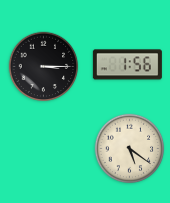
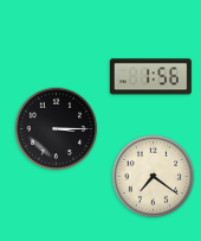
clock at (44, 67) position: (44, 67) -> (57, 129)
clock at (130, 149): 5:21 -> 7:21
